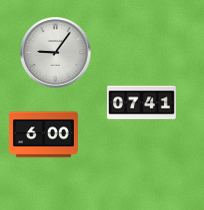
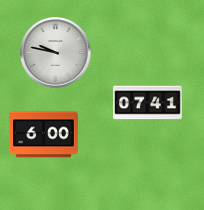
clock at (56, 53): 9:06 -> 9:47
clock at (142, 103) position: (142, 103) -> (148, 103)
